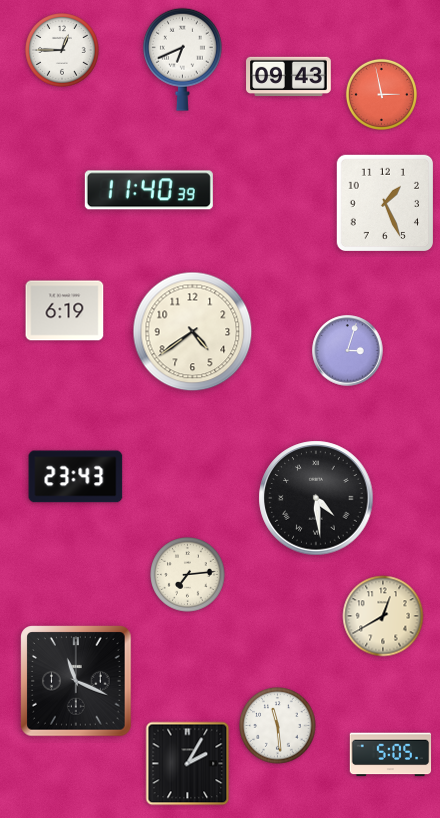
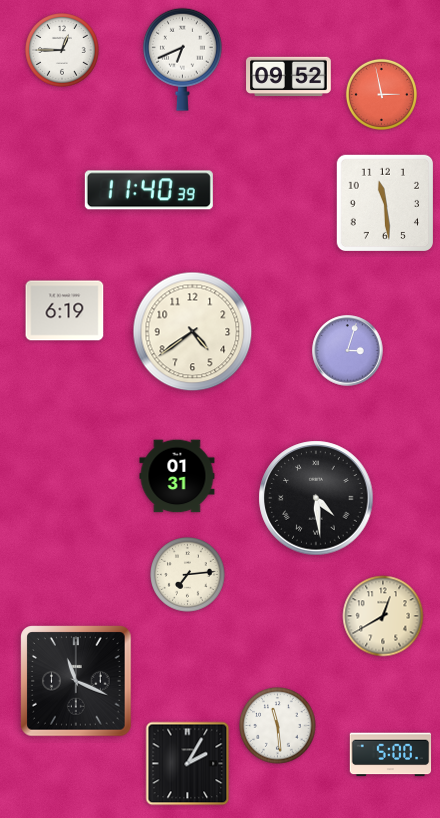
clock at (289, 77): 09:43 -> 09:52
clock at (384, 202): 1:26 -> 11:29
clock at (177, 476): none -> 01:31
clock at (76, 477): 23:43 -> none
clock at (391, 755): 5:05 -> 5:00
